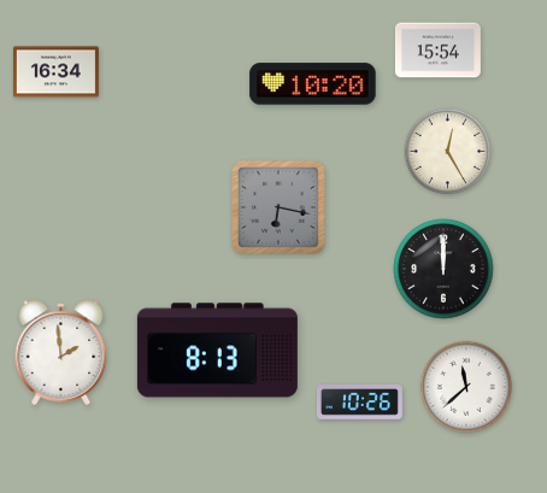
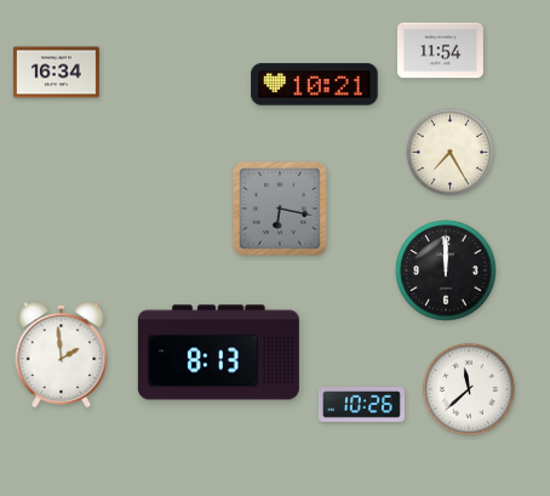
clock at (437, 51): 15:54 -> 11:54
clock at (313, 84): 10:20 -> 10:21
clock at (448, 152): 12:25 -> 7:25
